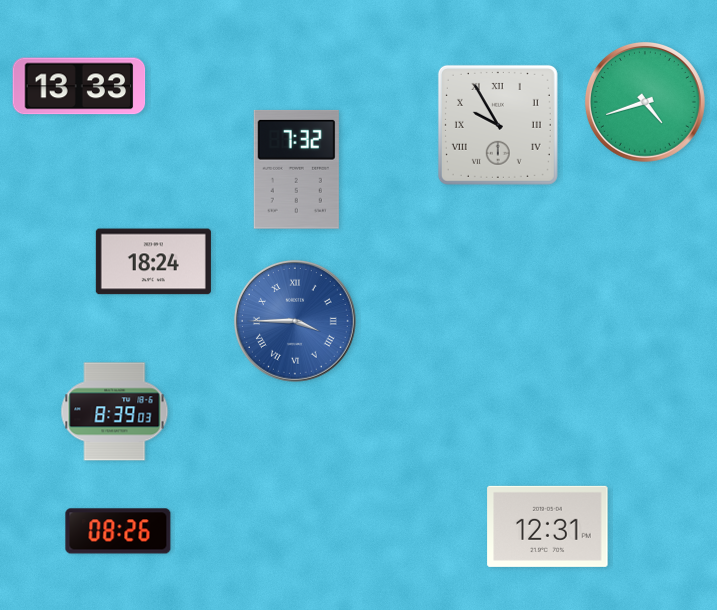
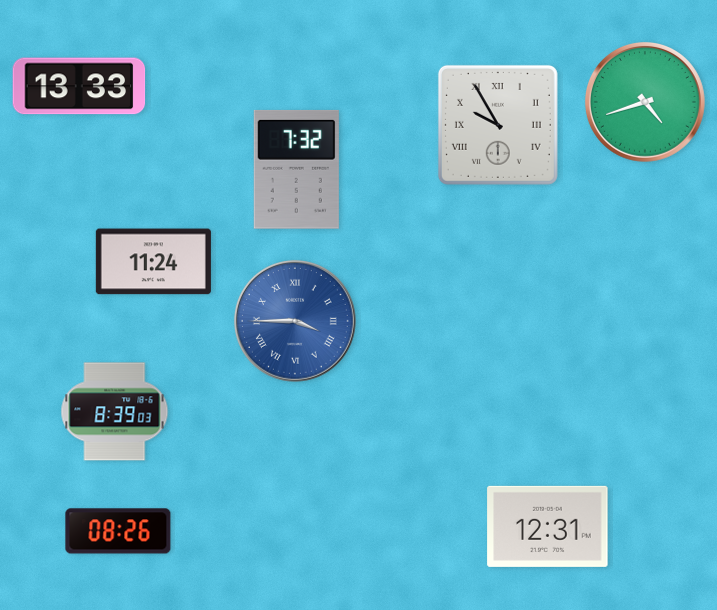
clock at (153, 262): 18:24 -> 11:24
